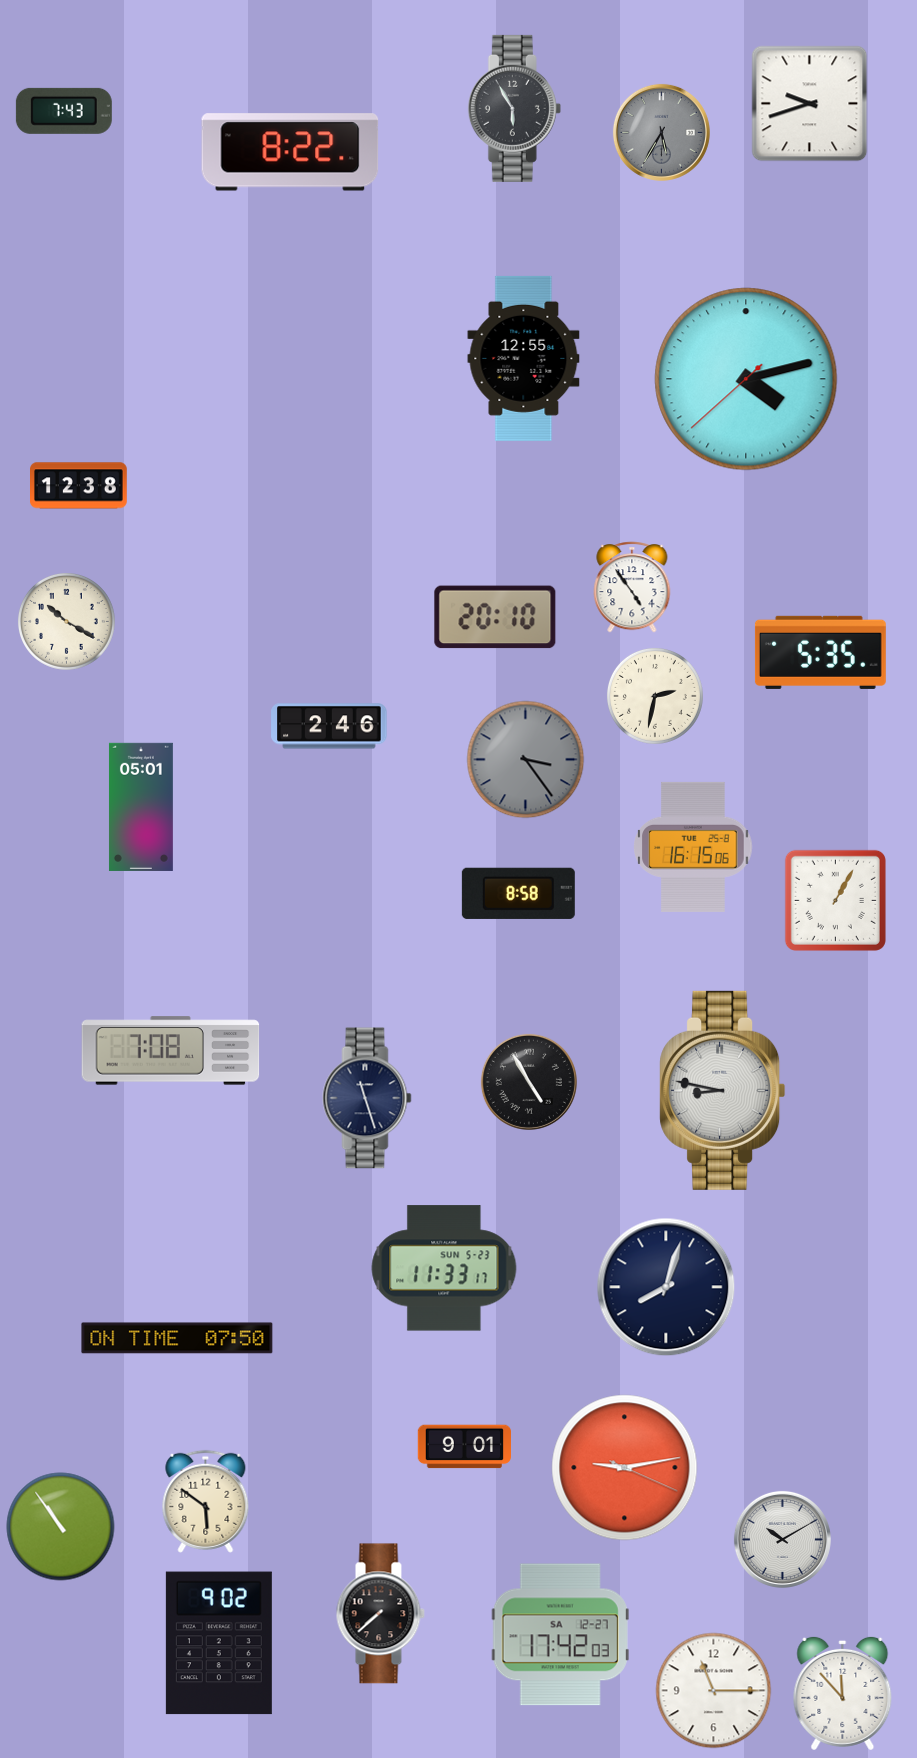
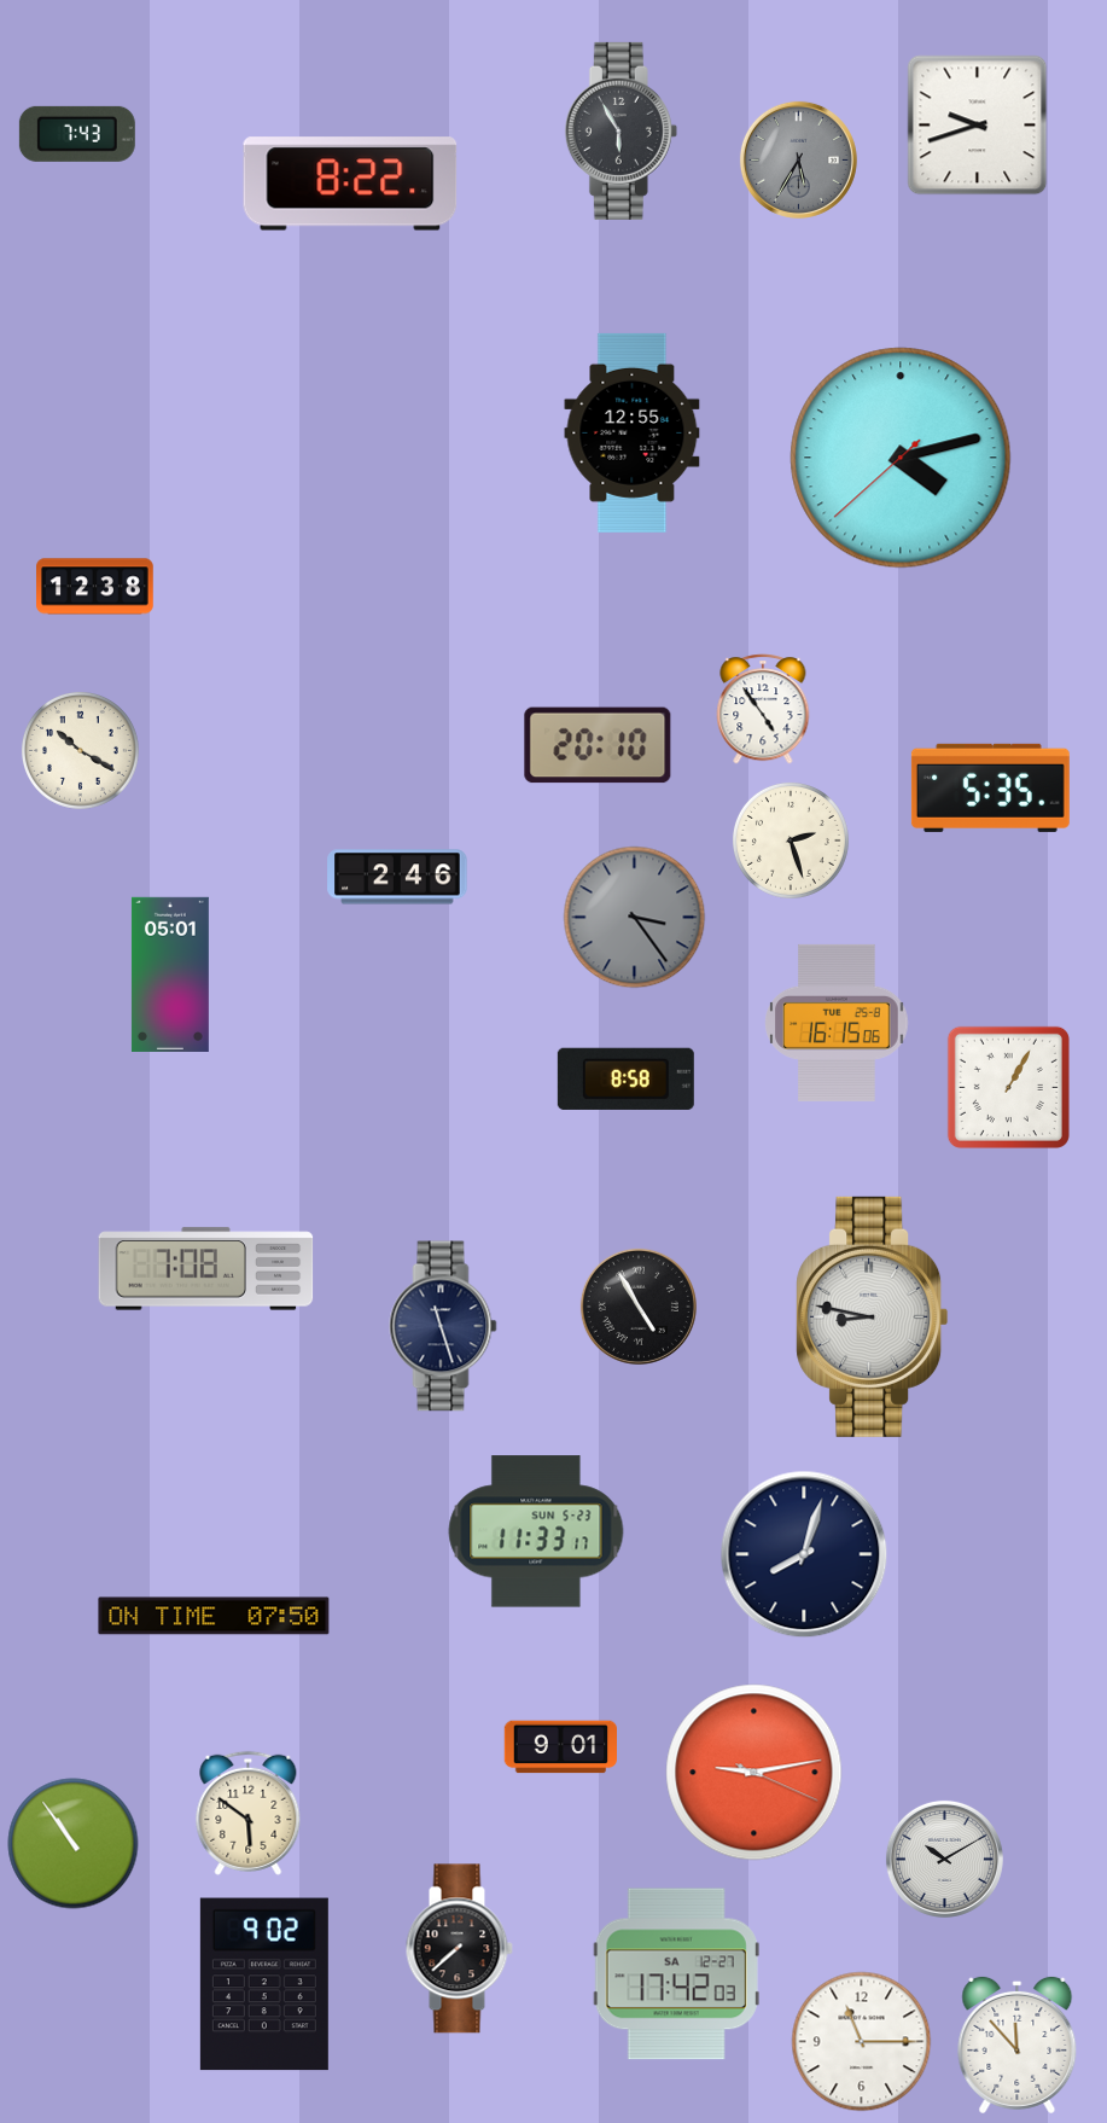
clock at (655, 696): 2:32 -> 2:27
